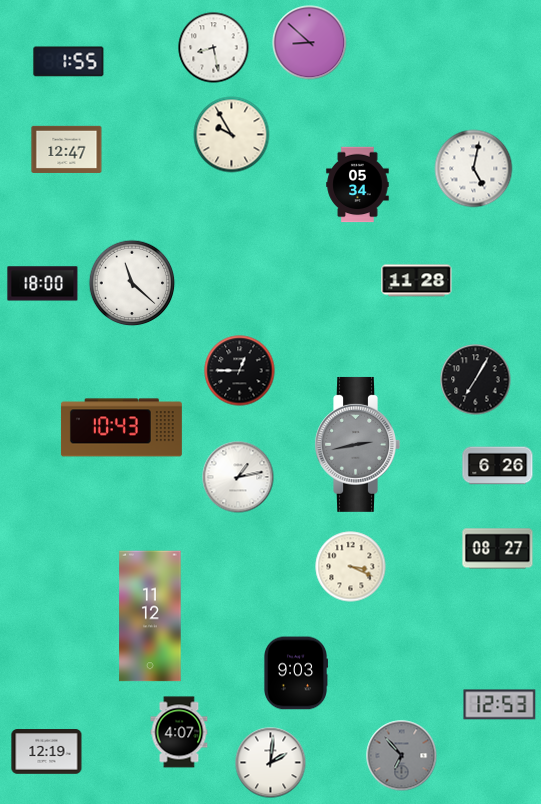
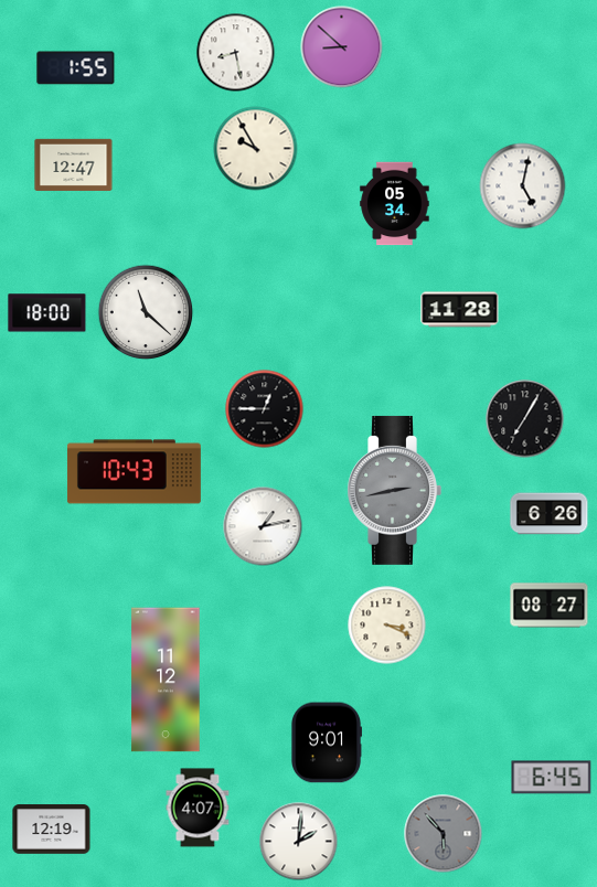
clock at (295, 673): 9:03 -> 9:01
clock at (500, 705): 12:53 -> 6:45
clock at (402, 756): 6:53 -> 5:53
